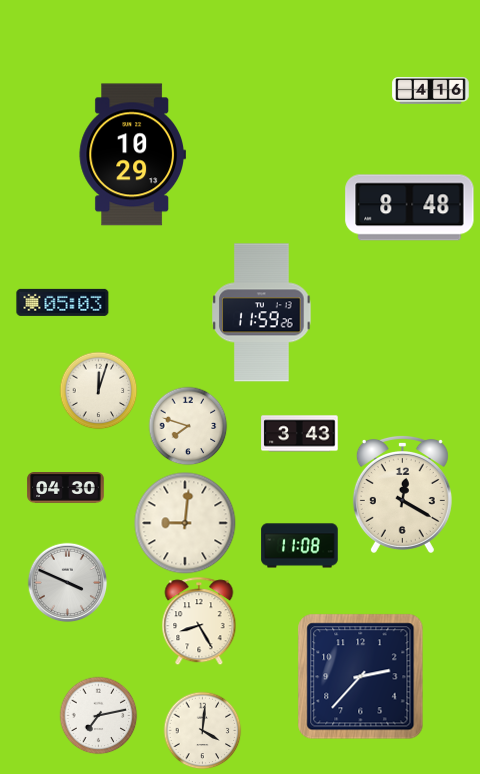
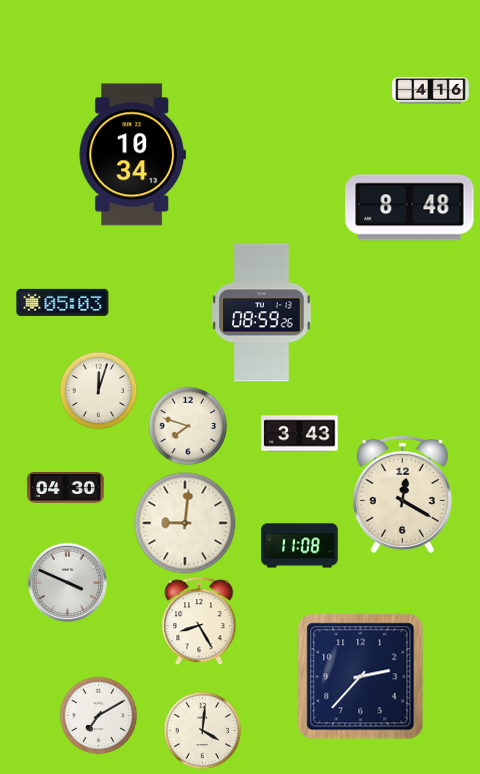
clock at (132, 155): 10:29 -> 10:34
clock at (262, 313): 11:59 -> 08:59
clock at (98, 715): 7:13 -> 7:10
